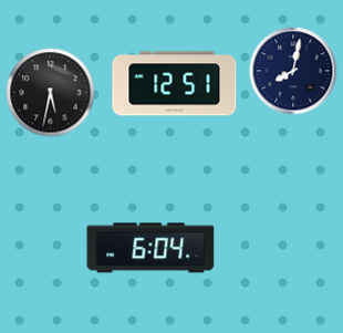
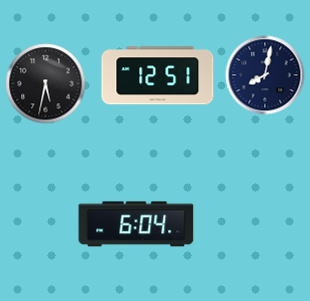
clock at (293, 71) position: (293, 71) -> (265, 75)
